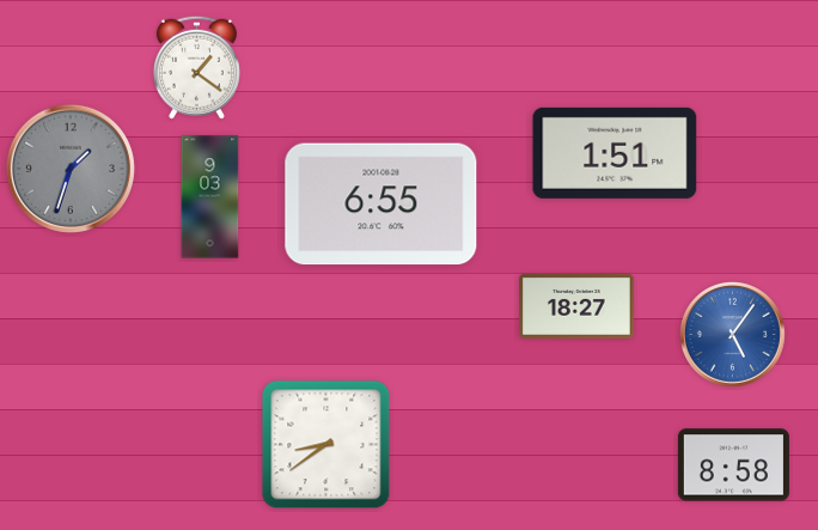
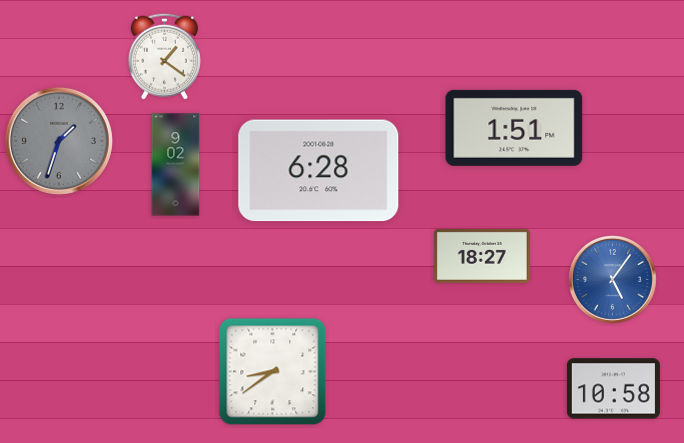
clock at (210, 197): 9:03 -> 9:02
clock at (381, 205): 6:55 -> 6:28
clock at (733, 465): 8:58 -> 10:58
